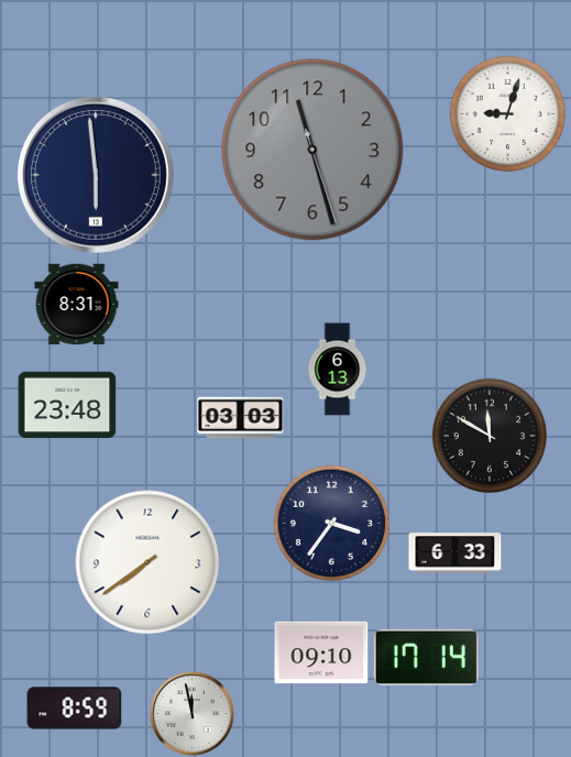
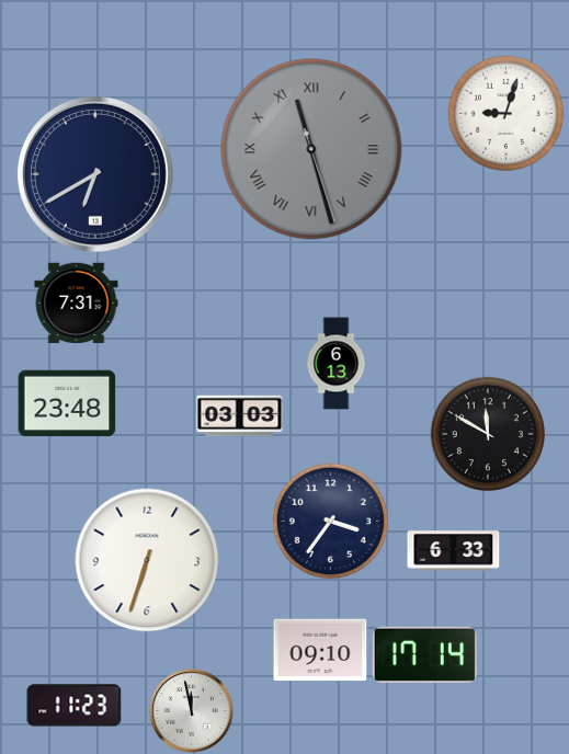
clock at (312, 150) numerals: Arabic -> Roman
clock at (96, 175): 5:59 -> 6:40
clock at (77, 305): 8:31 -> 7:31
clock at (338, 370) position: (338, 370) -> (337, 364)
clock at (147, 562): 7:39 -> 6:33
clock at (75, 709): 8:59 -> 11:23
